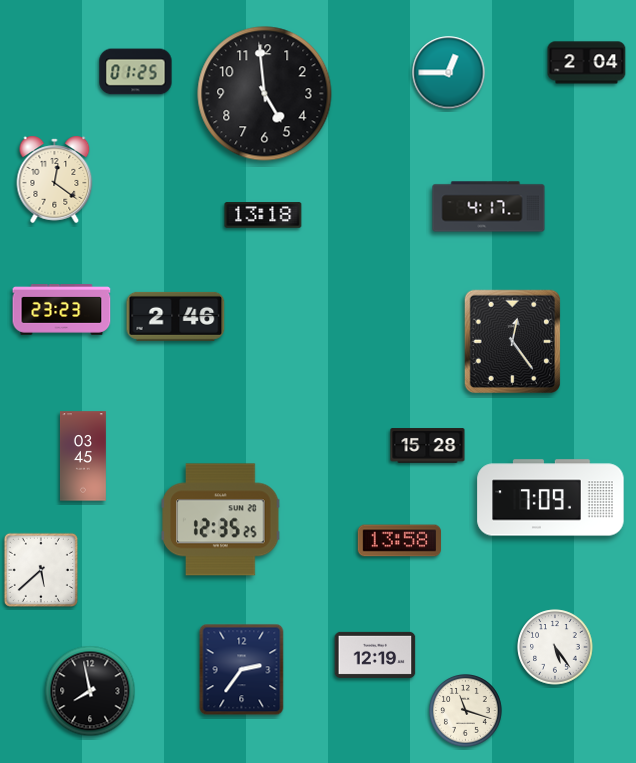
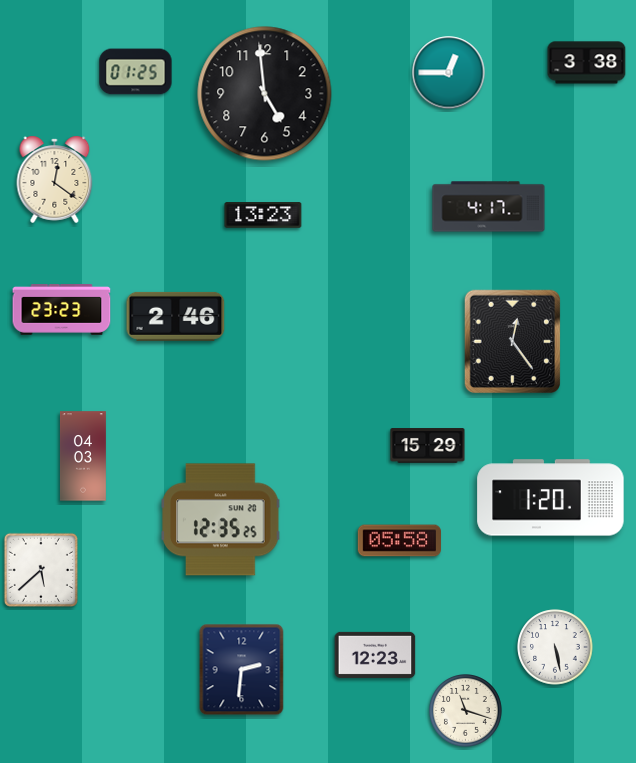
clock at (587, 63): 2:04 -> 3:38
clock at (263, 215): 13:18 -> 13:23
clock at (428, 446): 15:28 -> 15:29
clock at (83, 456): 03:45 -> 04:03
clock at (551, 498): 7:09 -> 1:20
clock at (399, 541): 13:58 -> 05:58
clock at (555, 647): 5:24 -> 5:28
clock at (375, 655): 12:19 -> 12:23
clock at (242, 670): 2:36 -> 2:31
clock at (90, 691): 7:58 -> none
